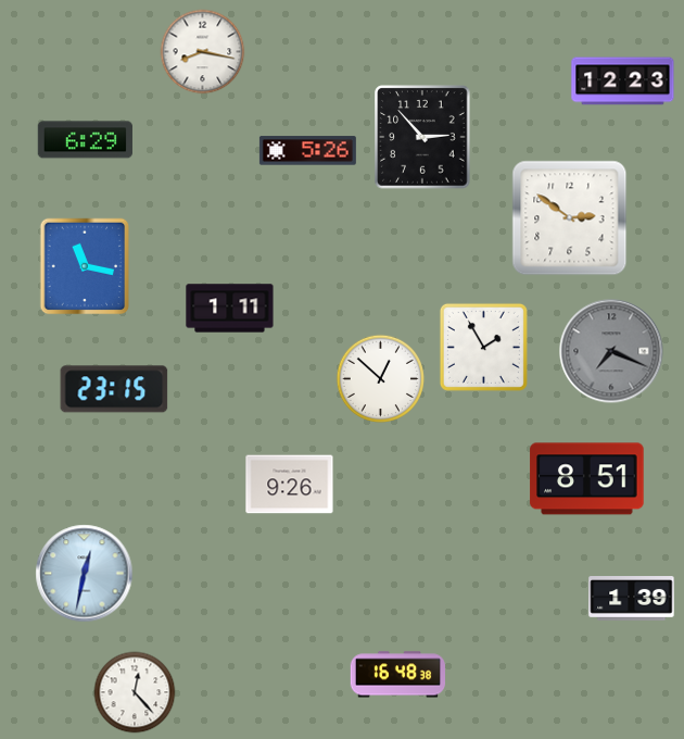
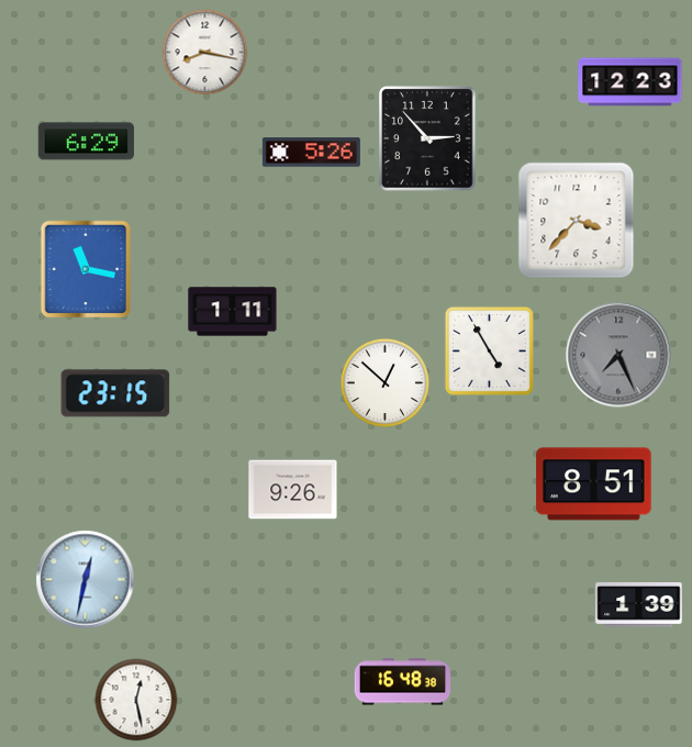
clock at (570, 218): 2:51 -> 3:37
clock at (483, 347): 1:55 -> 4:55
clock at (611, 351): 7:19 -> 7:26
clock at (135, 692): 12:23 -> 12:28
